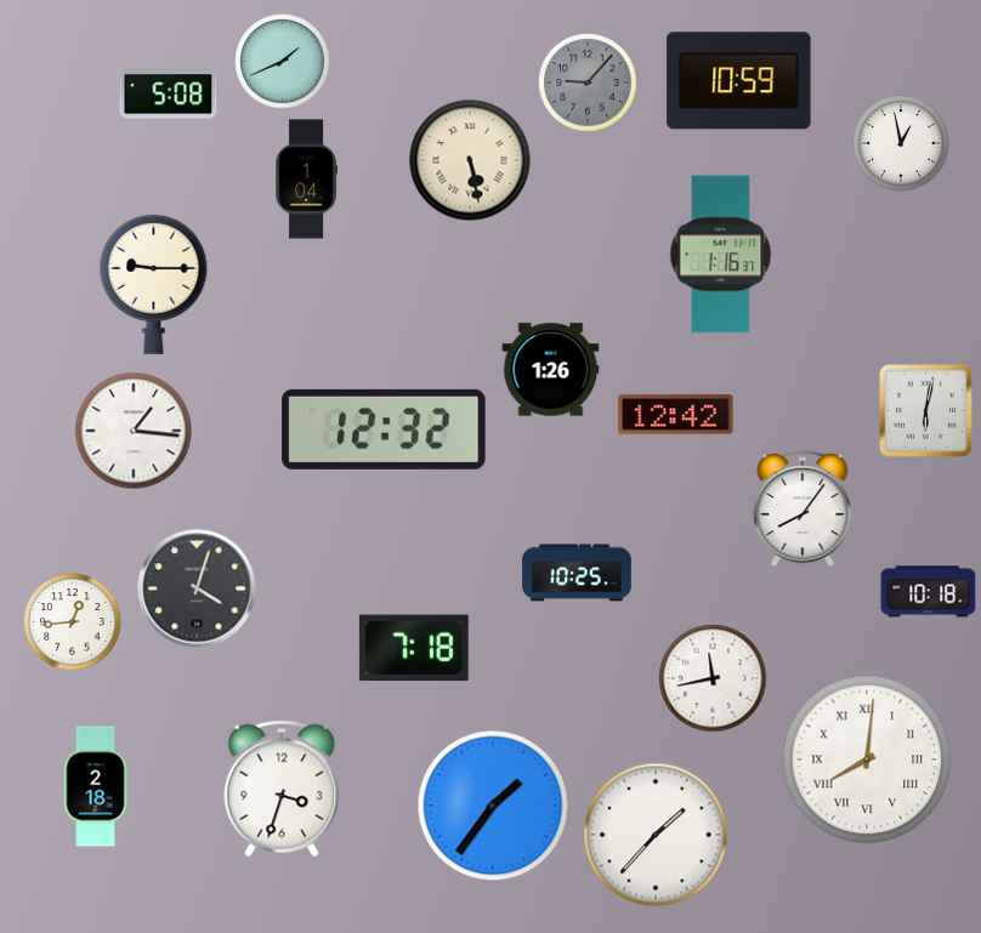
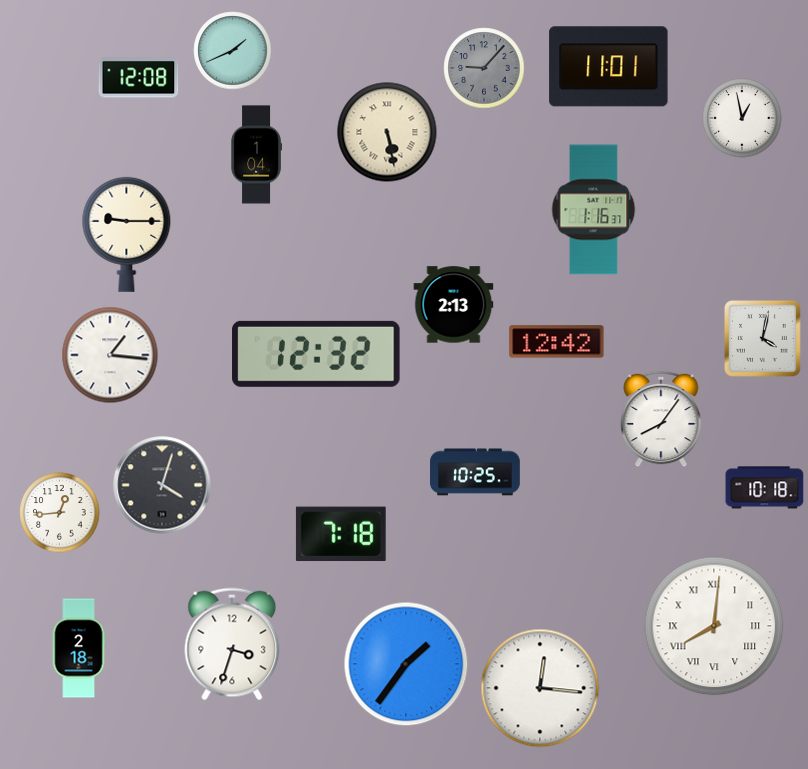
clock at (739, 81): 10:59 -> 11:01
clock at (169, 95): 5:08 -> 12:08
clock at (306, 180) position: (306, 180) -> (256, 155)
clock at (551, 370): 1:26 -> 2:13
clock at (925, 410): 6:02 -> 4:02
clock at (713, 678): 11:43 -> none
clock at (282, 789) position: (282, 789) -> (232, 644)
clock at (656, 835): 1:37 -> 12:16
